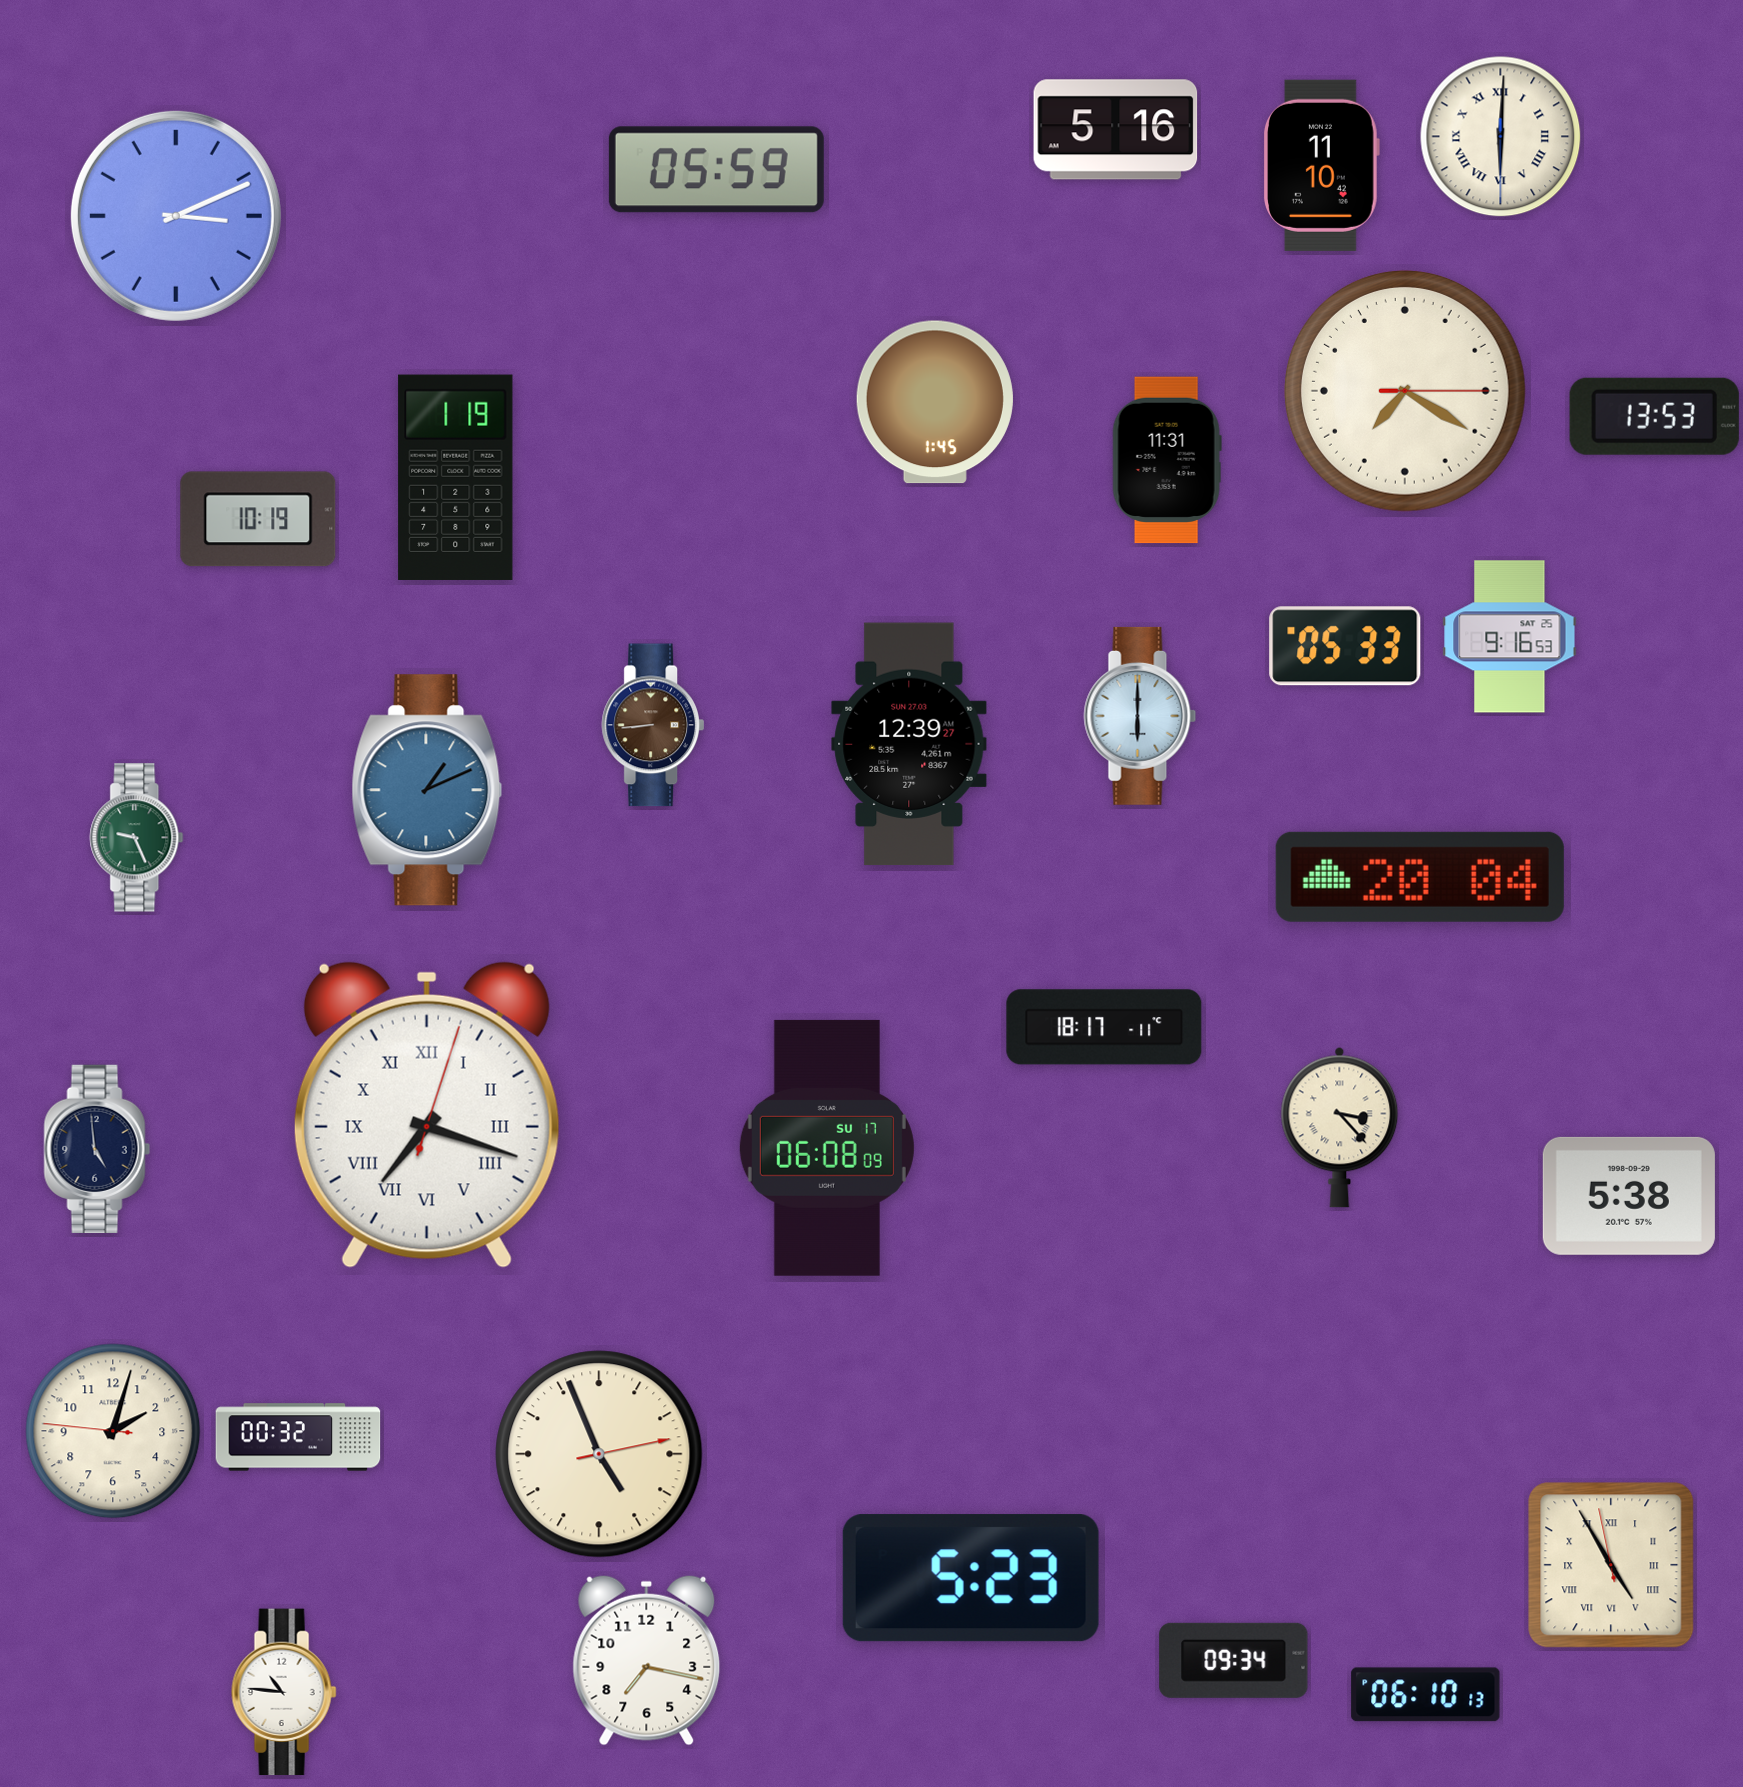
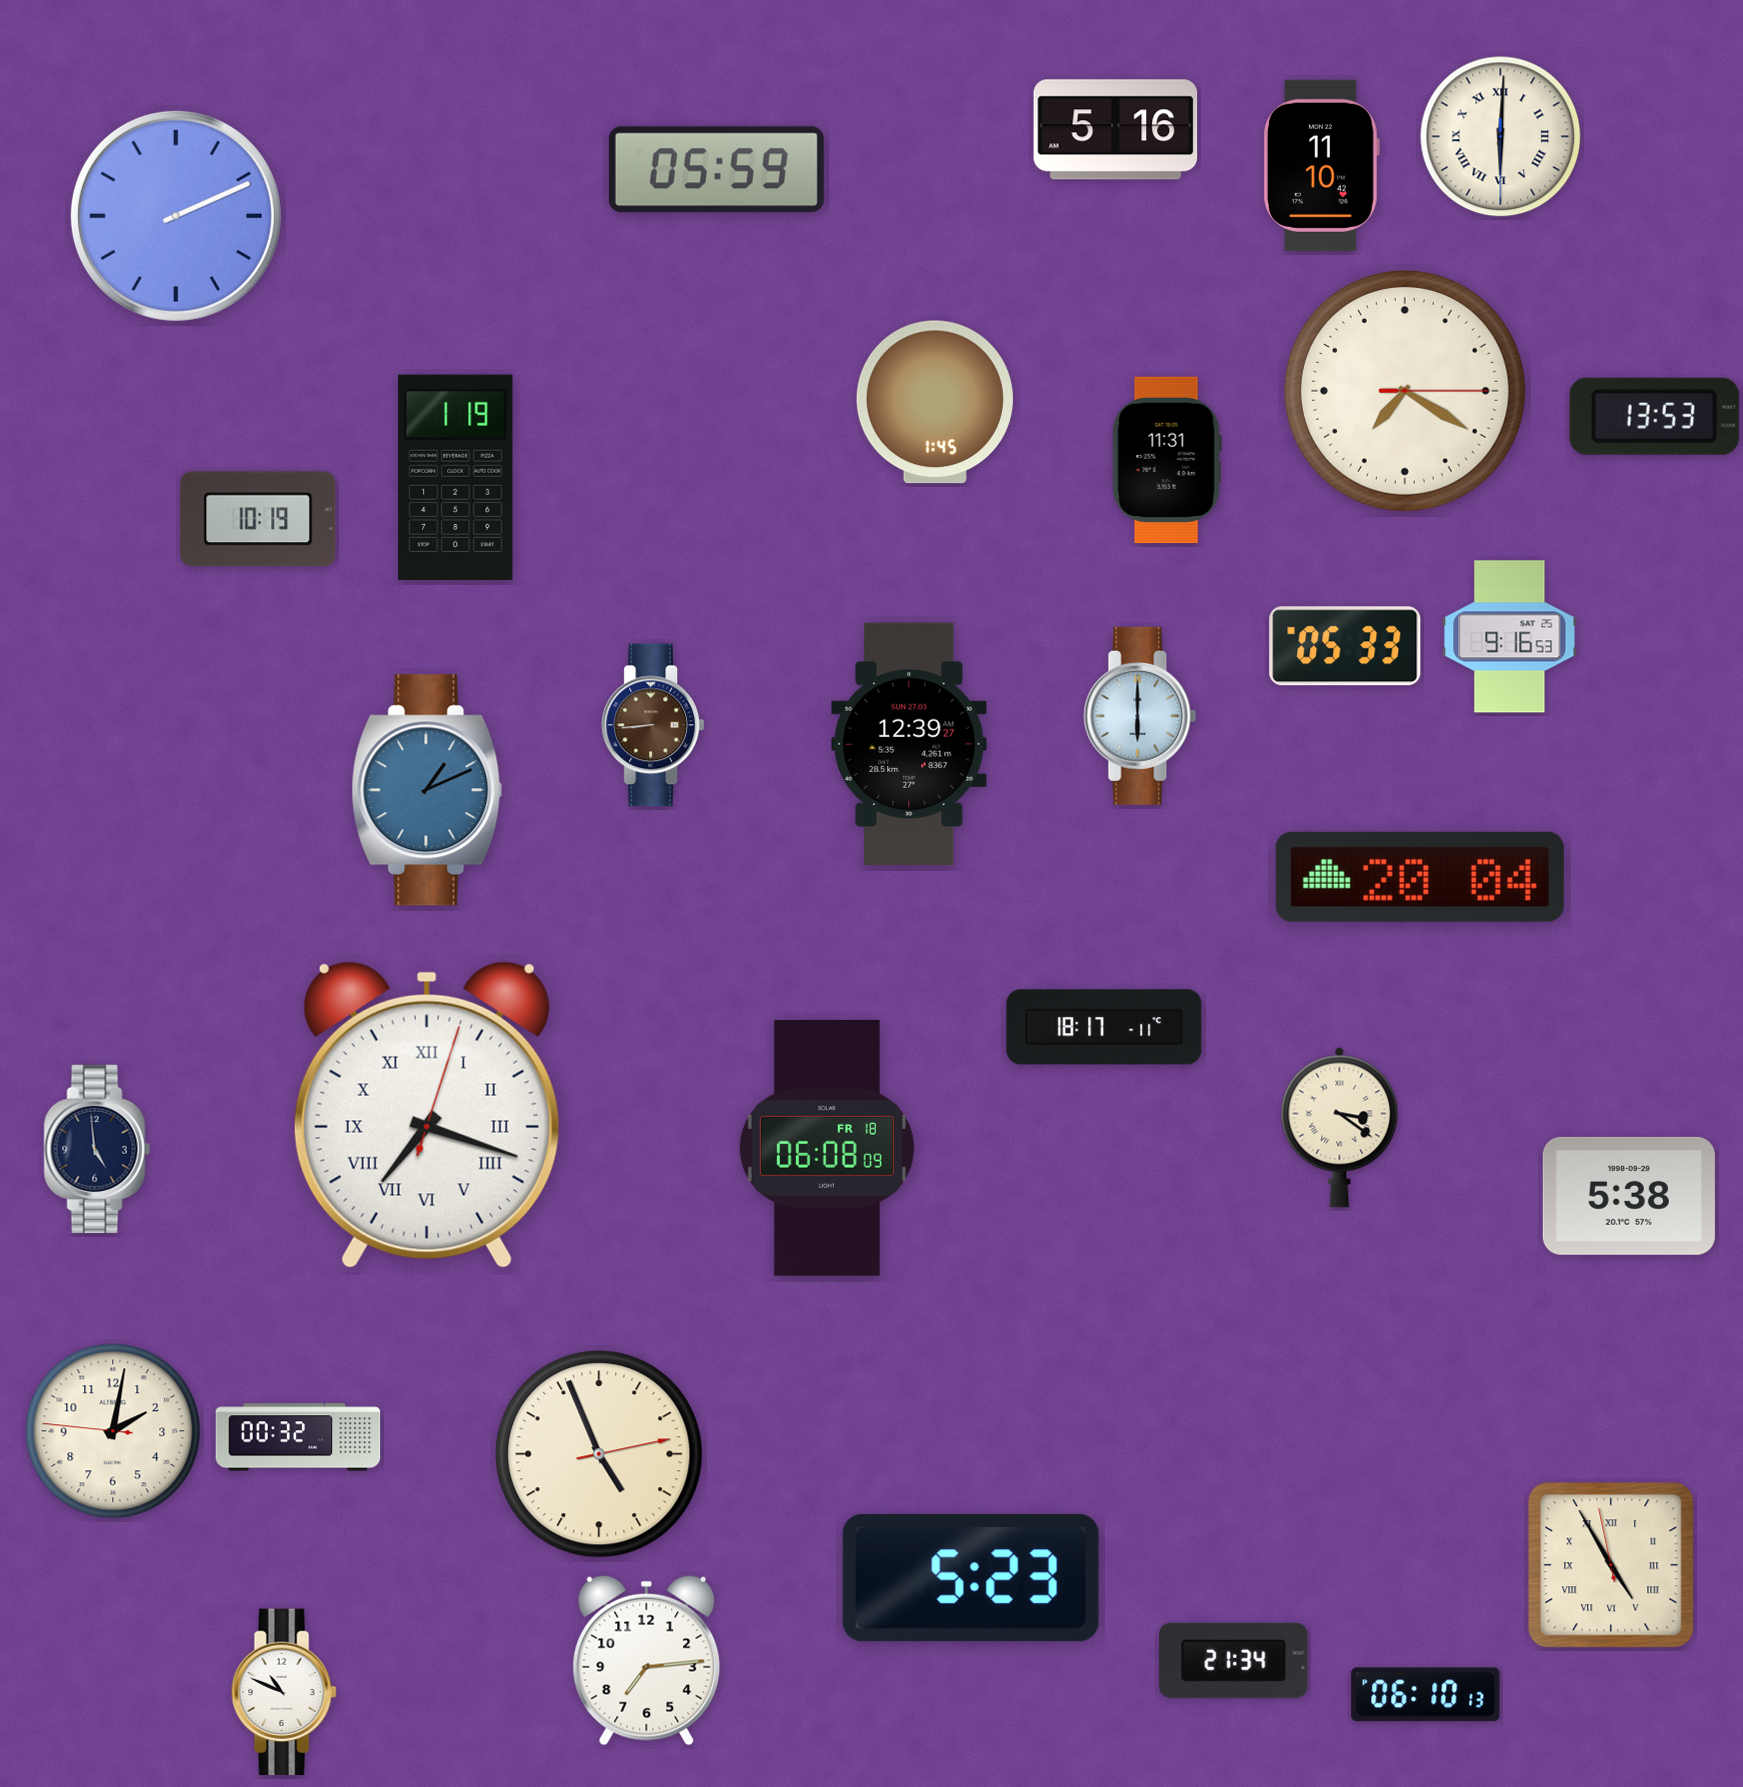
clock at (176, 216): 3:11 -> 2:11
clock at (137, 838): 9:26 -> none
clock at (1340, 1127): 3:23 -> 3:21
clock at (827, 1148) date: SU 17 -> FR 18
clock at (113, 1431): 2:02 -> 2:01
clock at (647, 1660): 7:17 -> 7:14
clock at (1234, 1660): 09:34 -> 21:34
clock at (284, 1692): 10:46 -> 10:49
